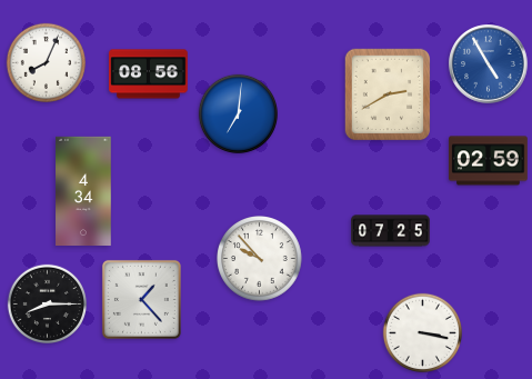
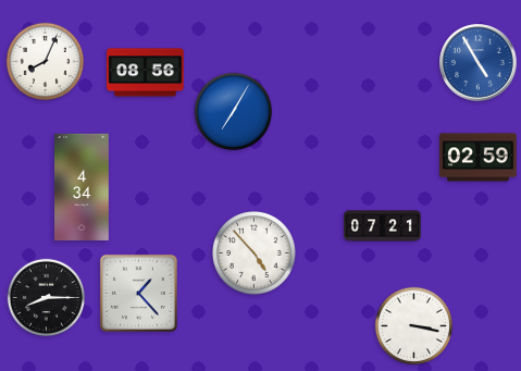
clock at (388, 94): 2:40 -> none
clock at (238, 113): 7:01 -> 7:05
clock at (391, 231): 07:25 -> 07:21
clock at (260, 259): 9:53 -> 4:53
